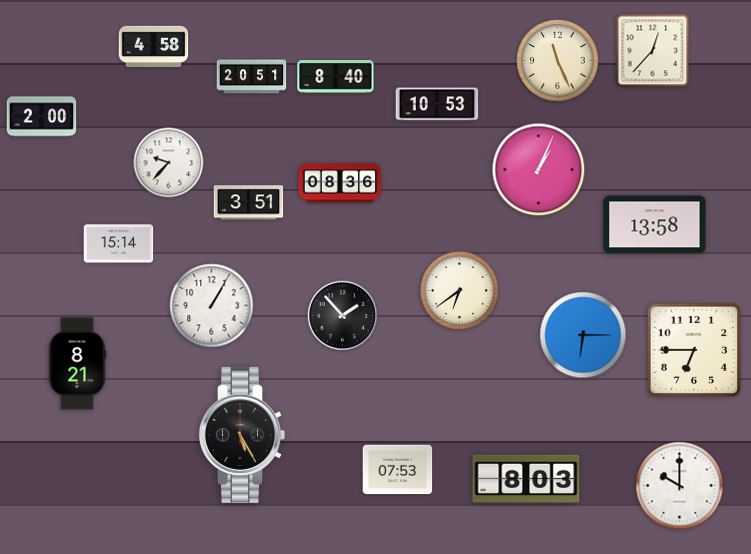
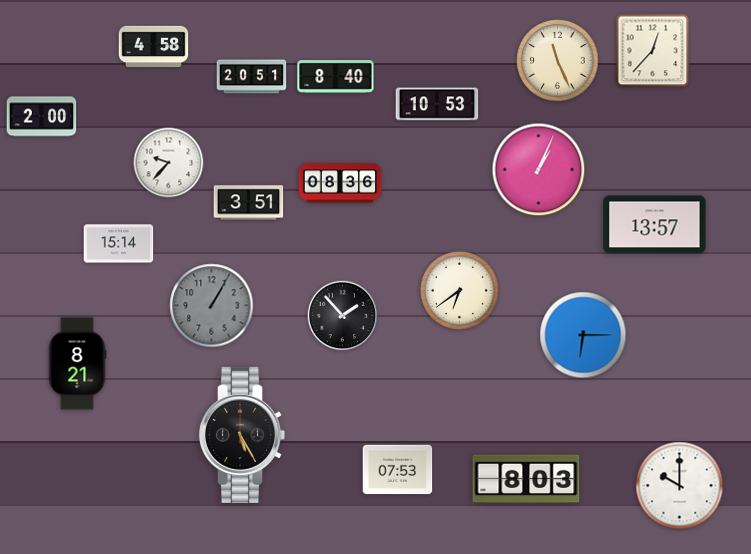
clock at (655, 225): 13:58 -> 13:57
clock at (212, 306) dial: white -> grey
clock at (694, 350): 6:45 -> none
